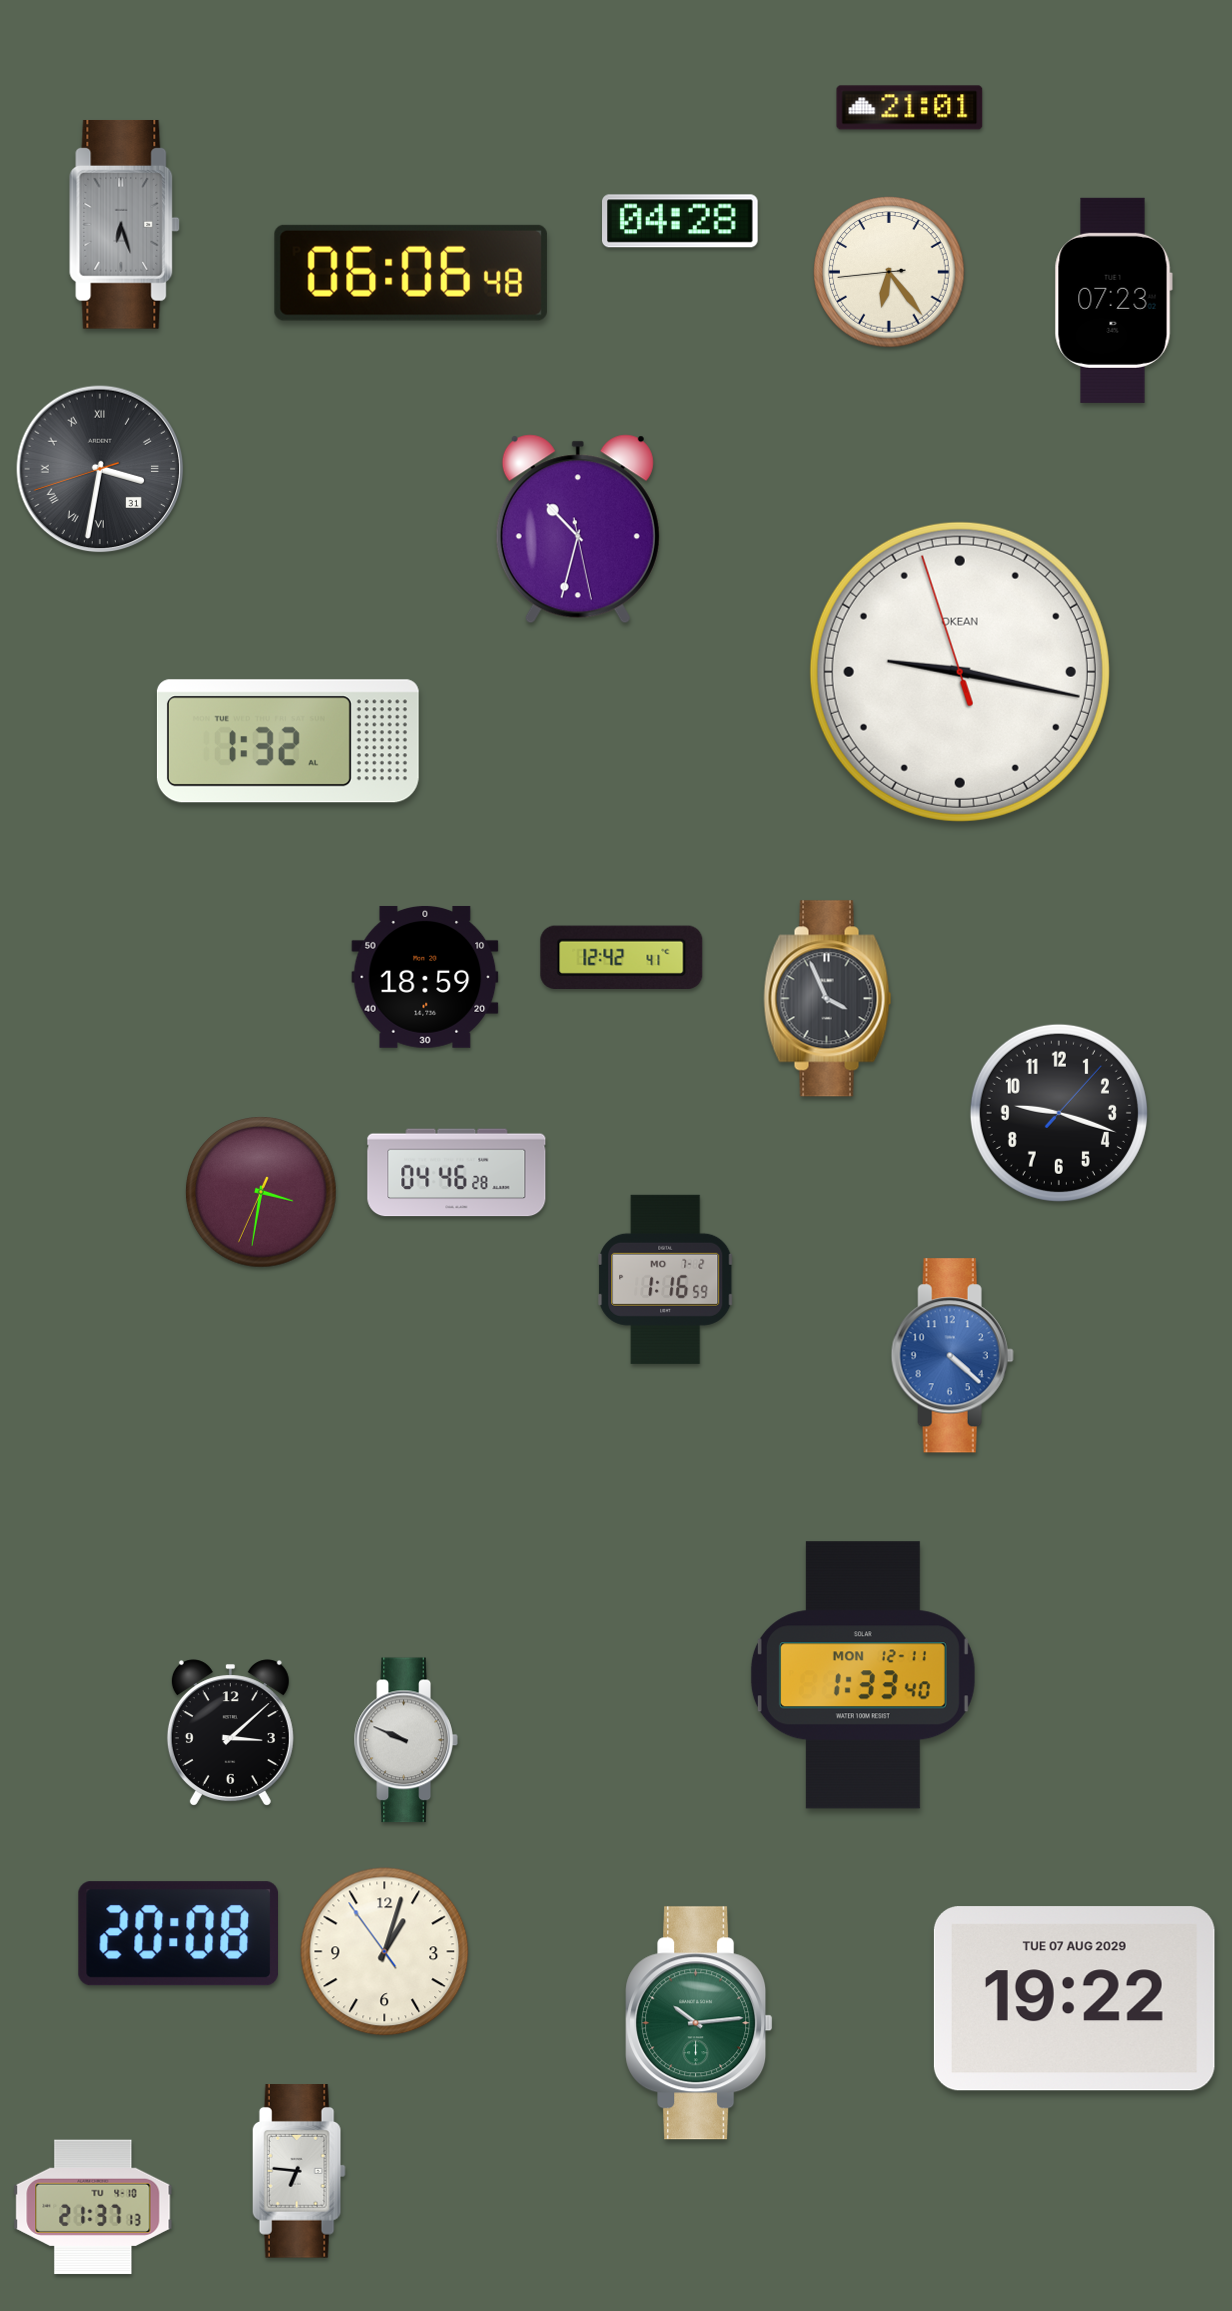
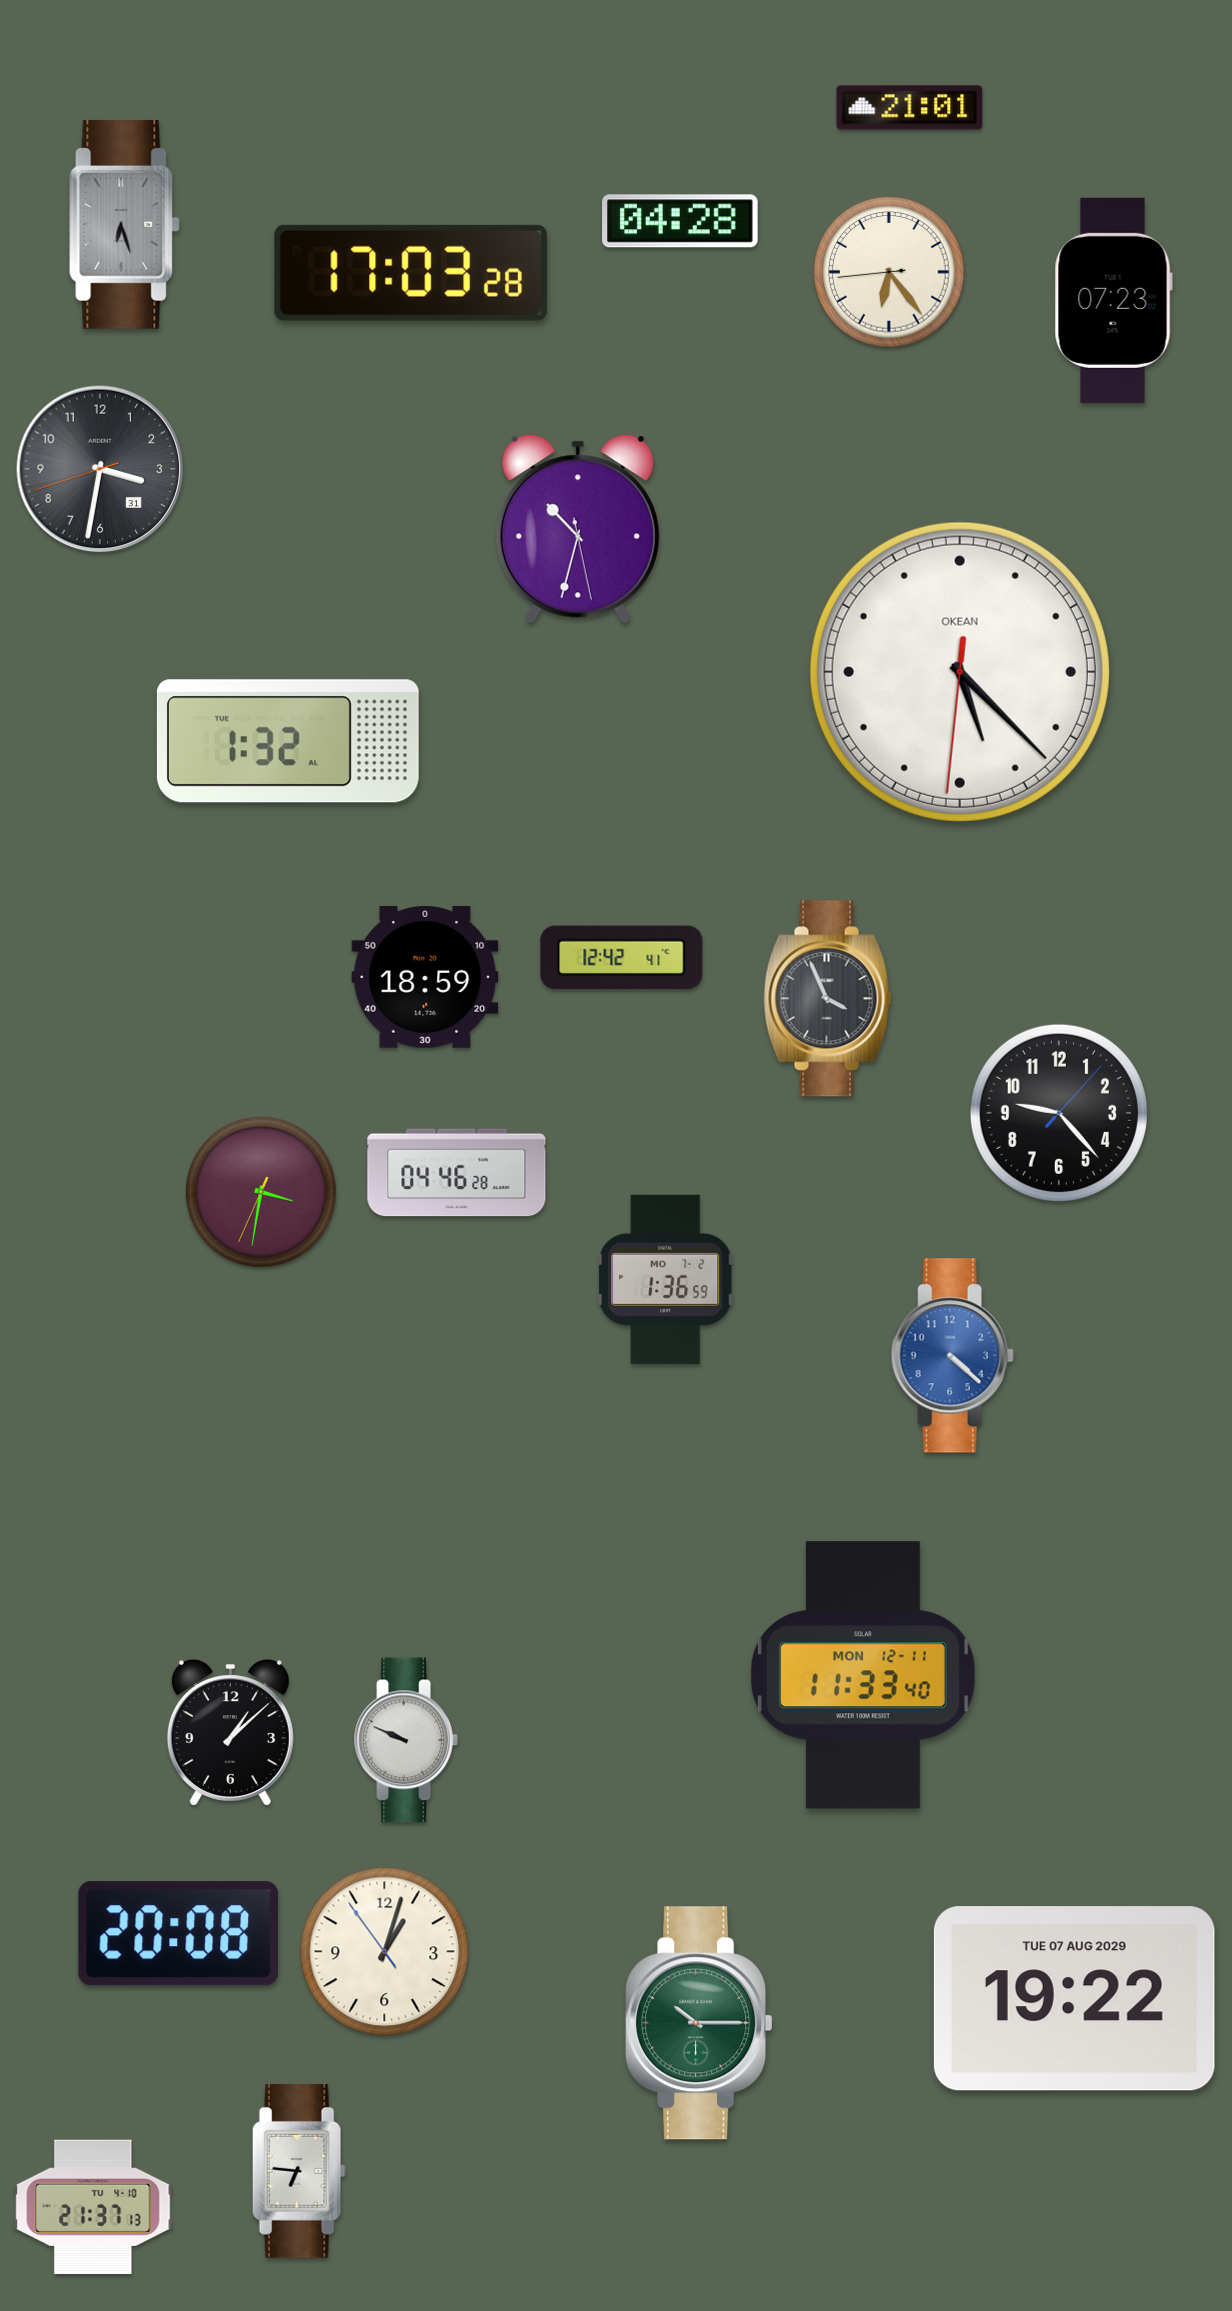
clock at (411, 273): 06:06 -> 17:03
clock at (100, 469) numerals: Roman -> Arabic
clock at (960, 672): 9:16 -> 5:22
clock at (1059, 1113): 9:18 -> 9:23
clock at (666, 1279): 1:16 -> 1:36
clock at (863, 1675): 1:33 -> 11:33
clock at (230, 1733): 3:08 -> 1:08
clock at (699, 2023): 10:14 -> 10:15
